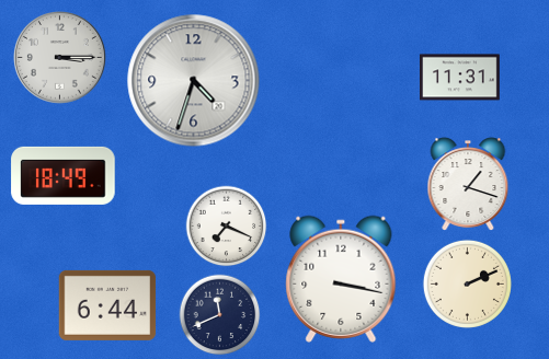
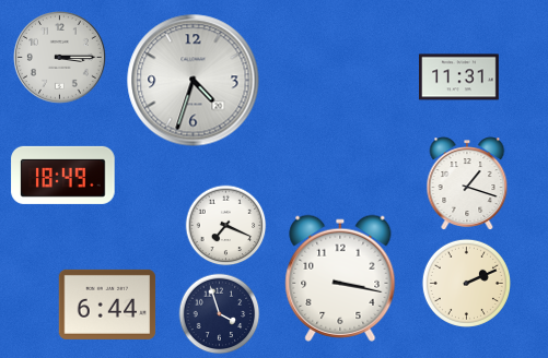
clock at (220, 315): 11:41 -> 3:57
